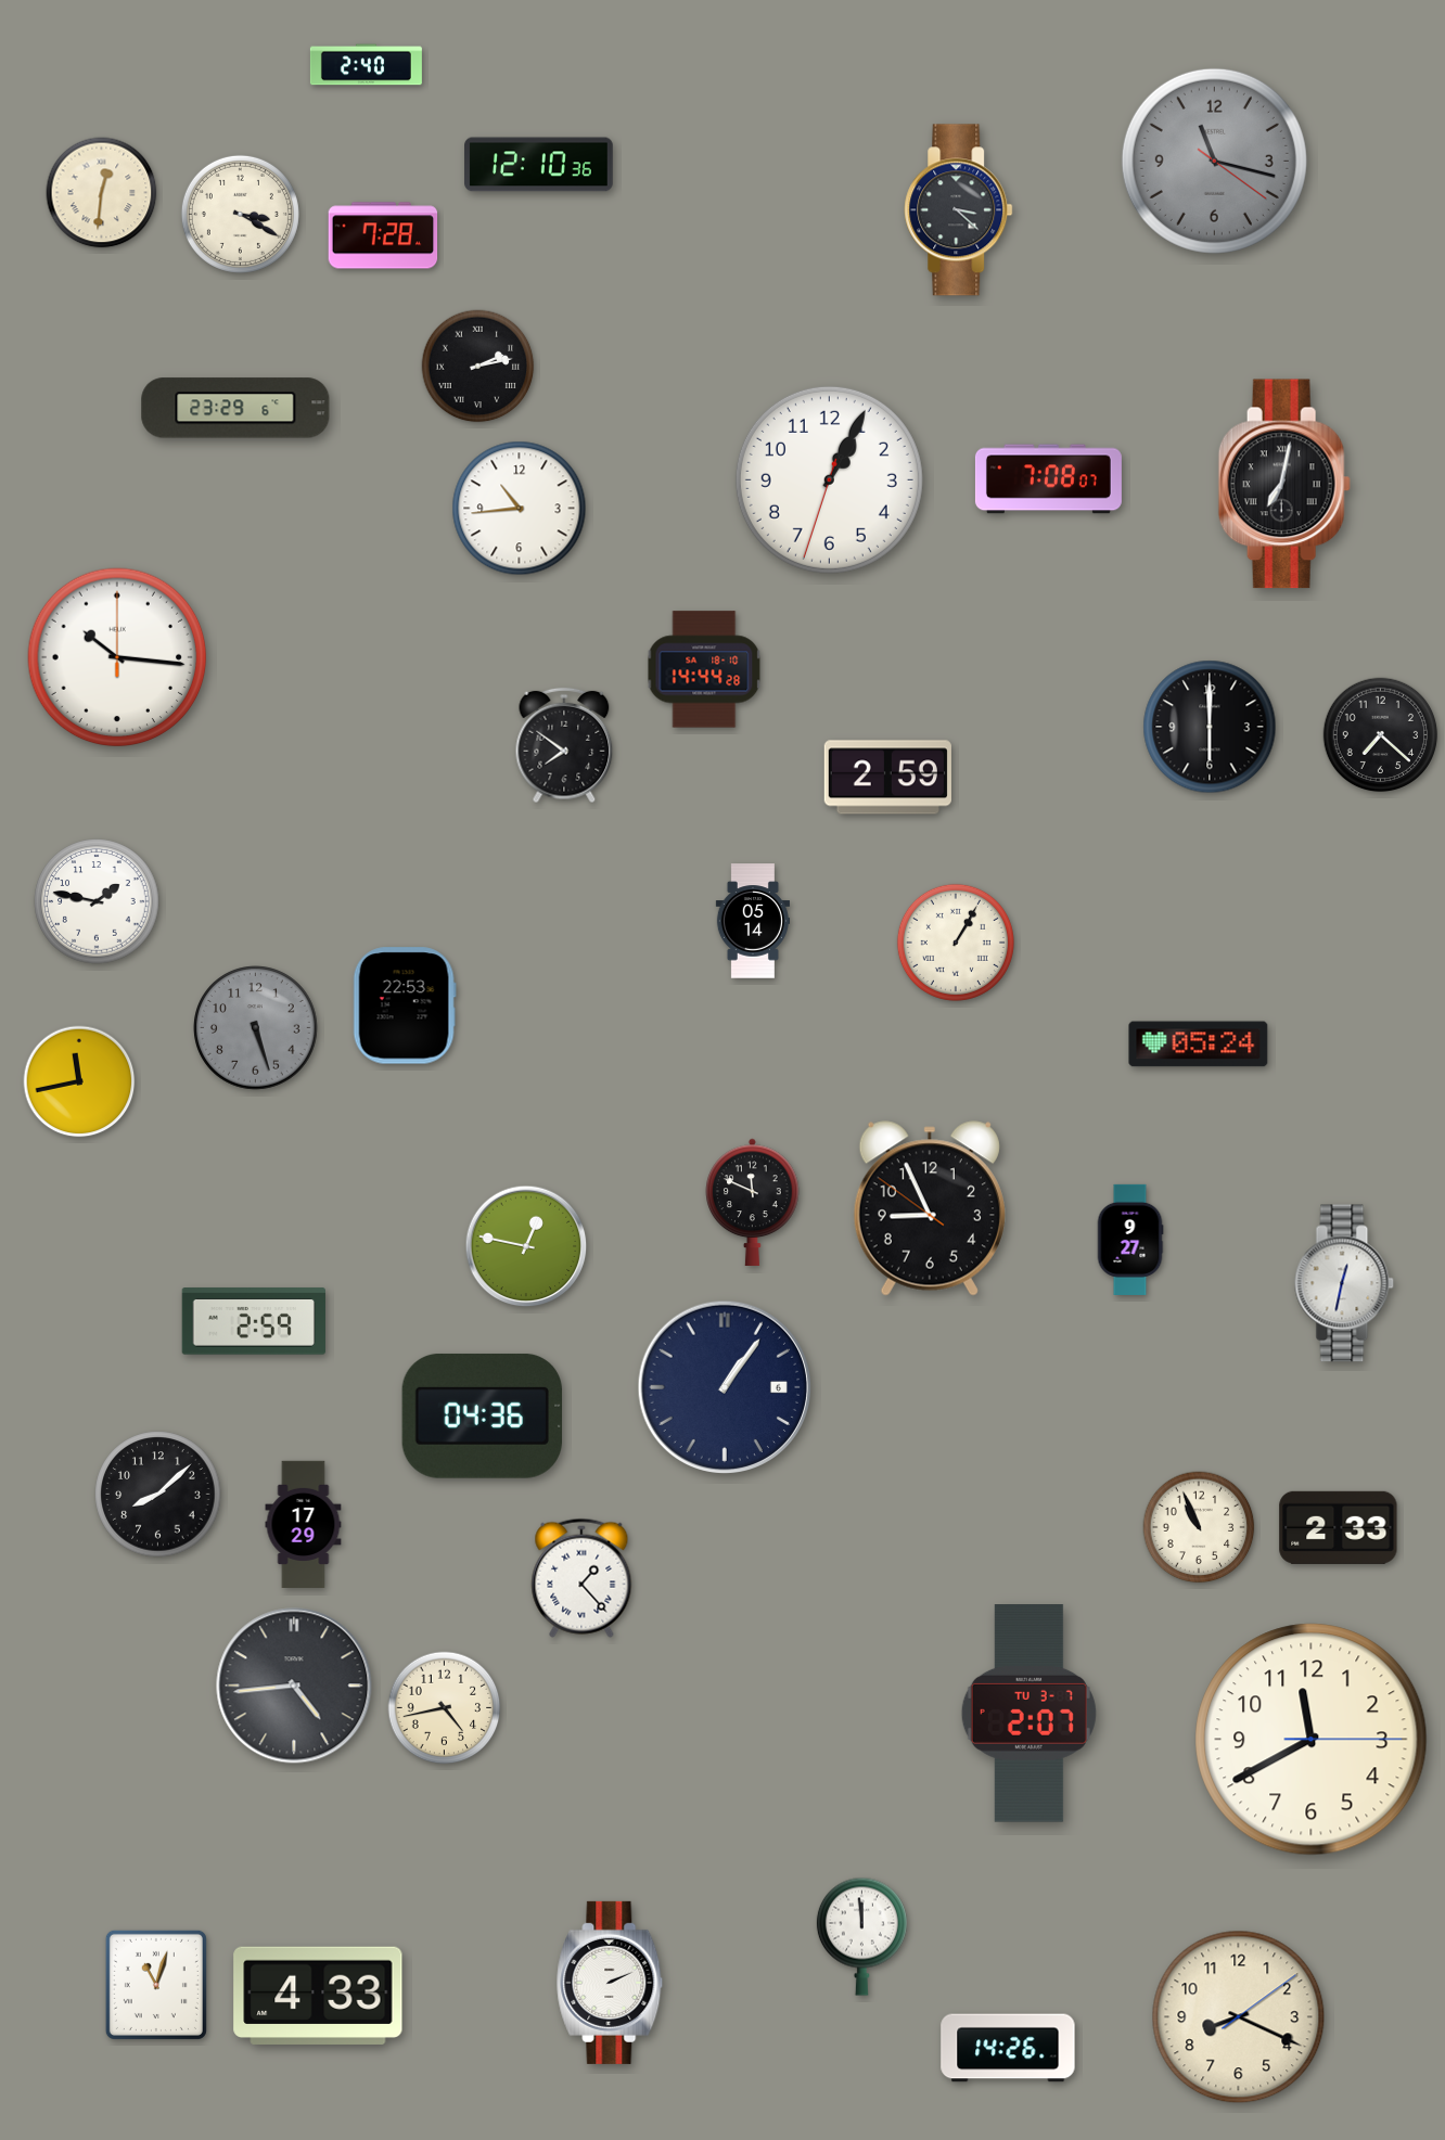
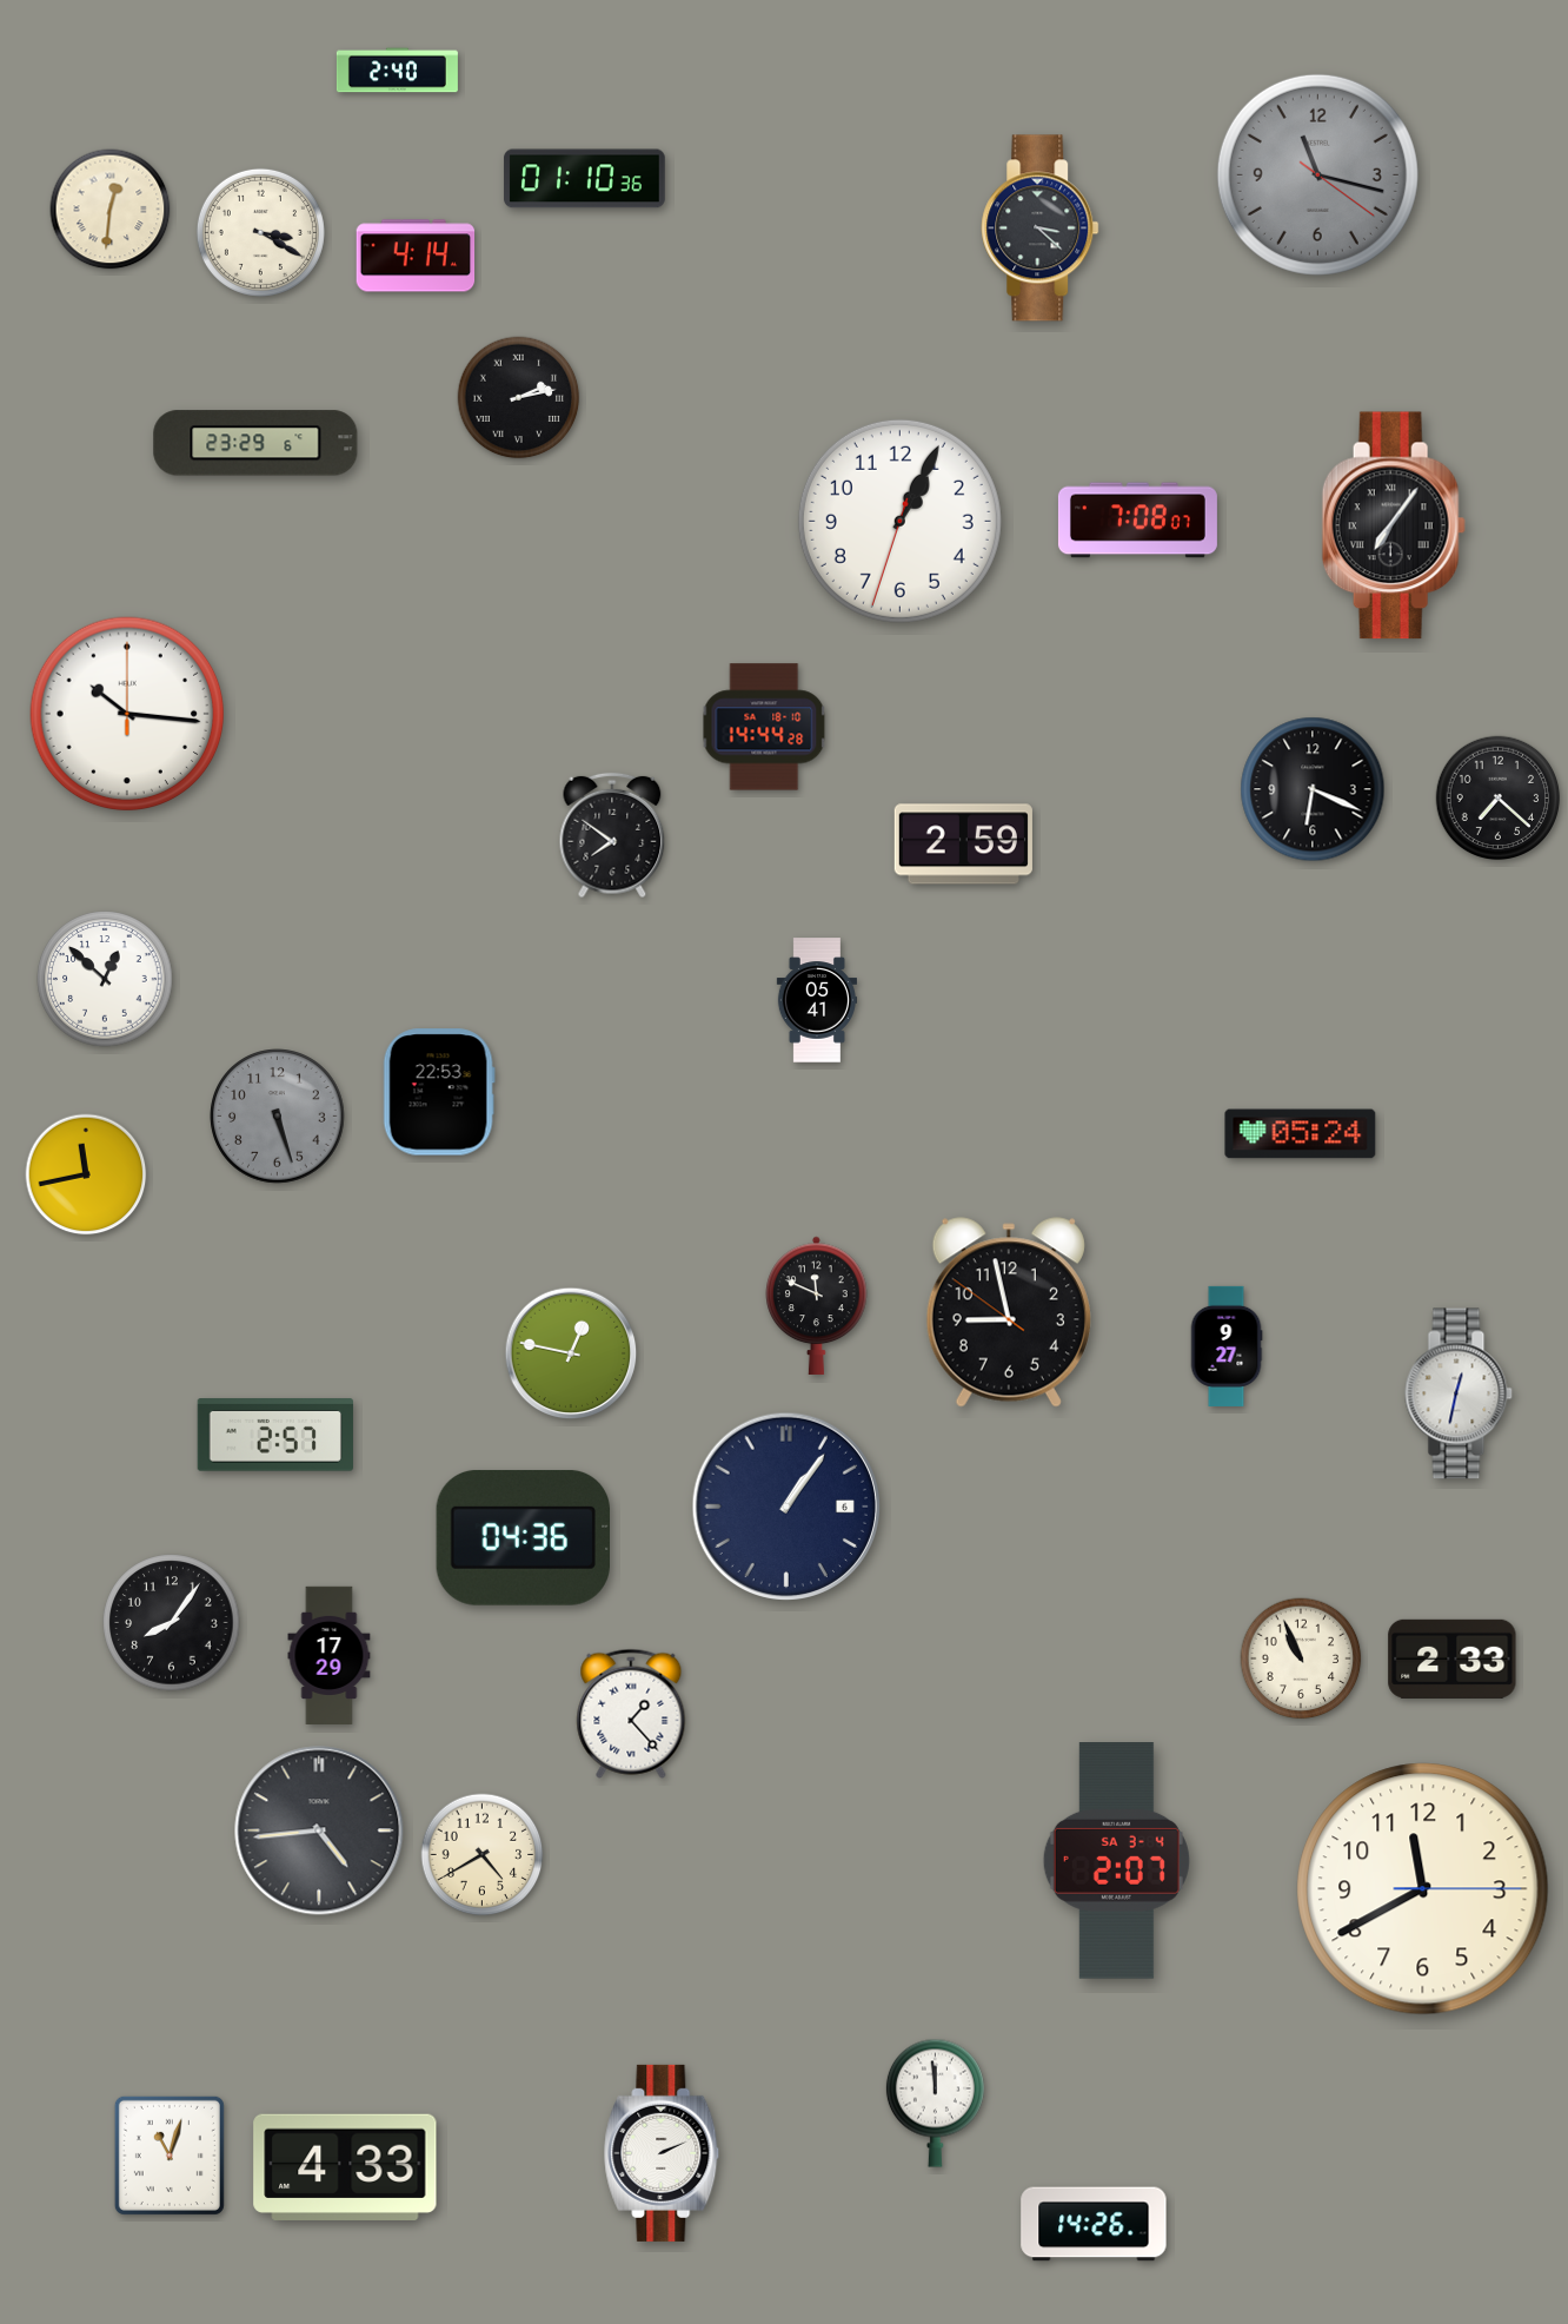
clock at (539, 165): 12:10 -> 01:10
clock at (383, 235): 7:28 -> 4:14
clock at (1284, 484): 7:02 -> 7:06
clock at (520, 509): 10:44 -> none
clock at (1210, 727): 6:00 -> 6:19
clock at (564, 745) position: (564, 745) -> (612, 835)
clock at (97, 901): 1:47 -> 12:52
clock at (752, 921): 05:14 -> 05:41
clock at (956, 943): 1:05 -> none
clock at (930, 1208): 8:55 -> 8:57
clock at (254, 1321): 2:59 -> 2:57
clock at (158, 1495): 8:08 -> 8:06
clock at (445, 1708): 4:43 -> 4:40
clock at (1028, 1714) date: TU 3-7 -> SA 3-4
clock at (1239, 2017): 8:19 -> none
